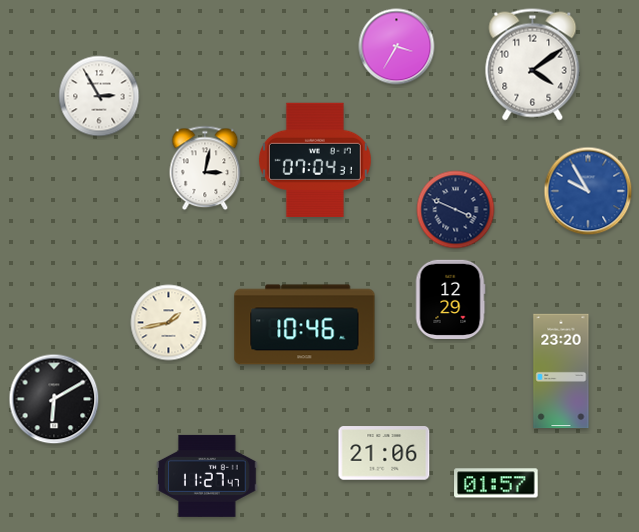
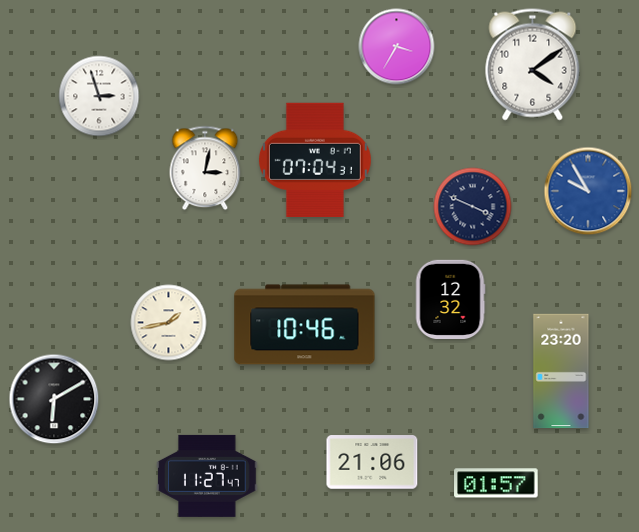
clock at (99, 96): 2:55 -> 2:57
clock at (456, 210) position: (456, 210) -> (473, 207)
clock at (450, 299): 12:29 -> 12:32
clock at (384, 453) position: (384, 453) -> (372, 462)
